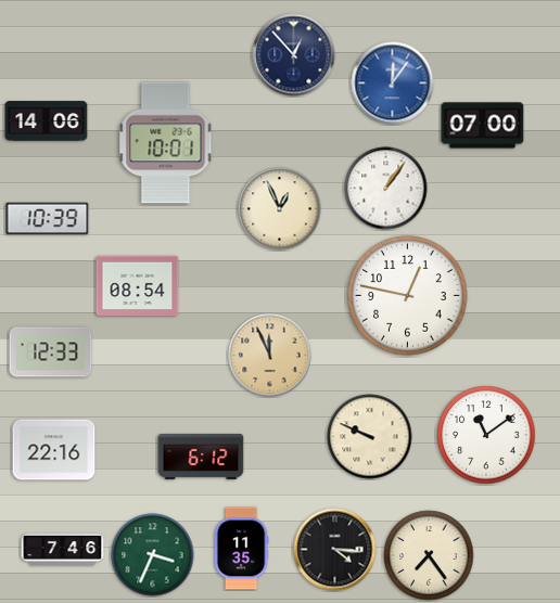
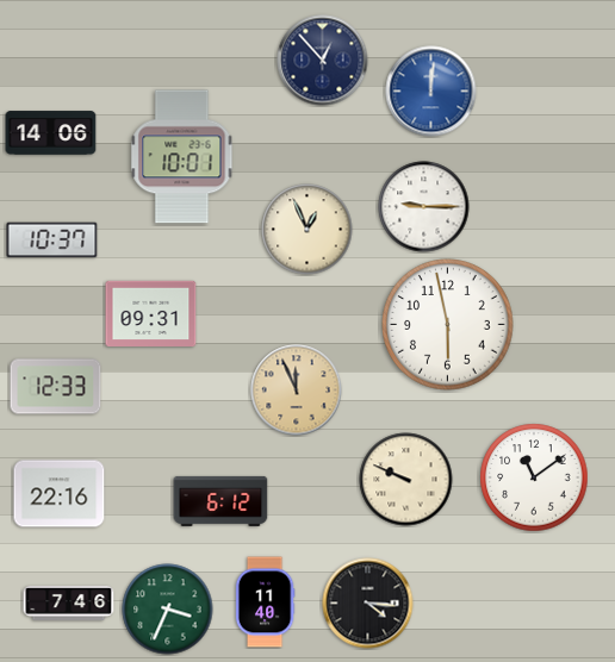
clock at (393, 84): 12:06 -> 12:01
clock at (483, 126): 07:00 -> none
clock at (386, 189): 1:06 -> 9:15
clock at (48, 219): 10:39 -> 10:37
clock at (138, 286): 08:54 -> 09:31
clock at (408, 296): 12:47 -> 5:58
clock at (241, 549): 11:35 -> 11:40
clock at (429, 555): 7:24 -> none
